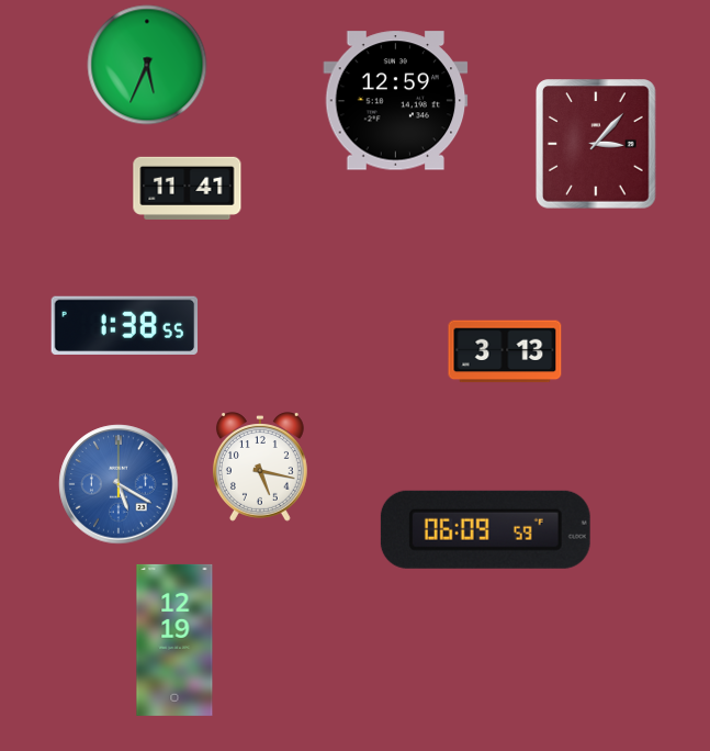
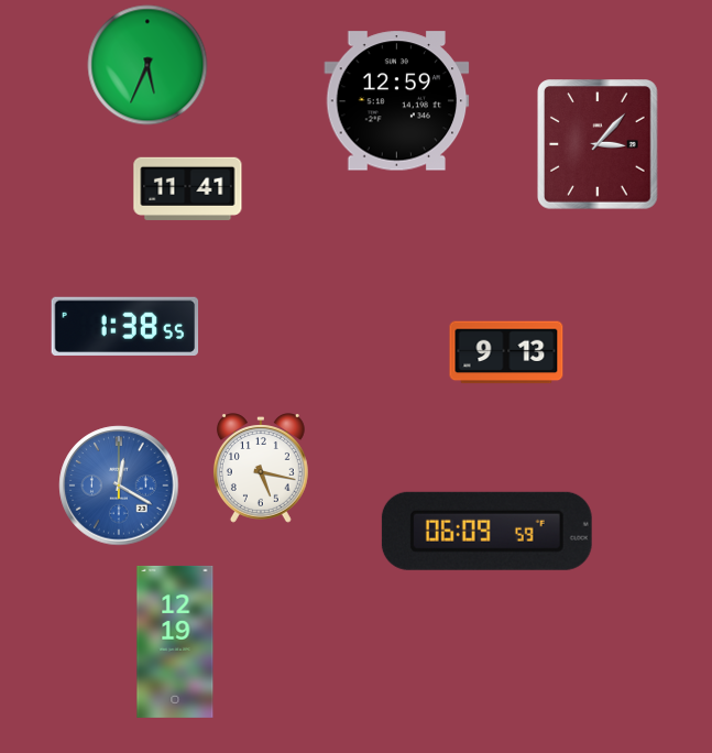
clock at (505, 351): 3:13 -> 9:13
clock at (119, 484): 5:20 -> 12:20
